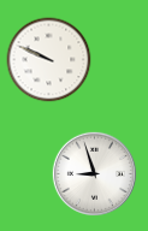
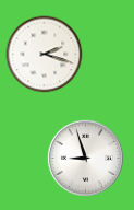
clock at (49, 60): 9:49 -> 2:18
